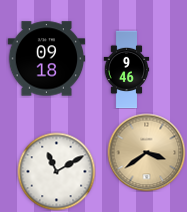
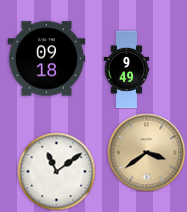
clock at (127, 69): 9:46 -> 9:49
clock at (56, 171): 11:10 -> 11:09
